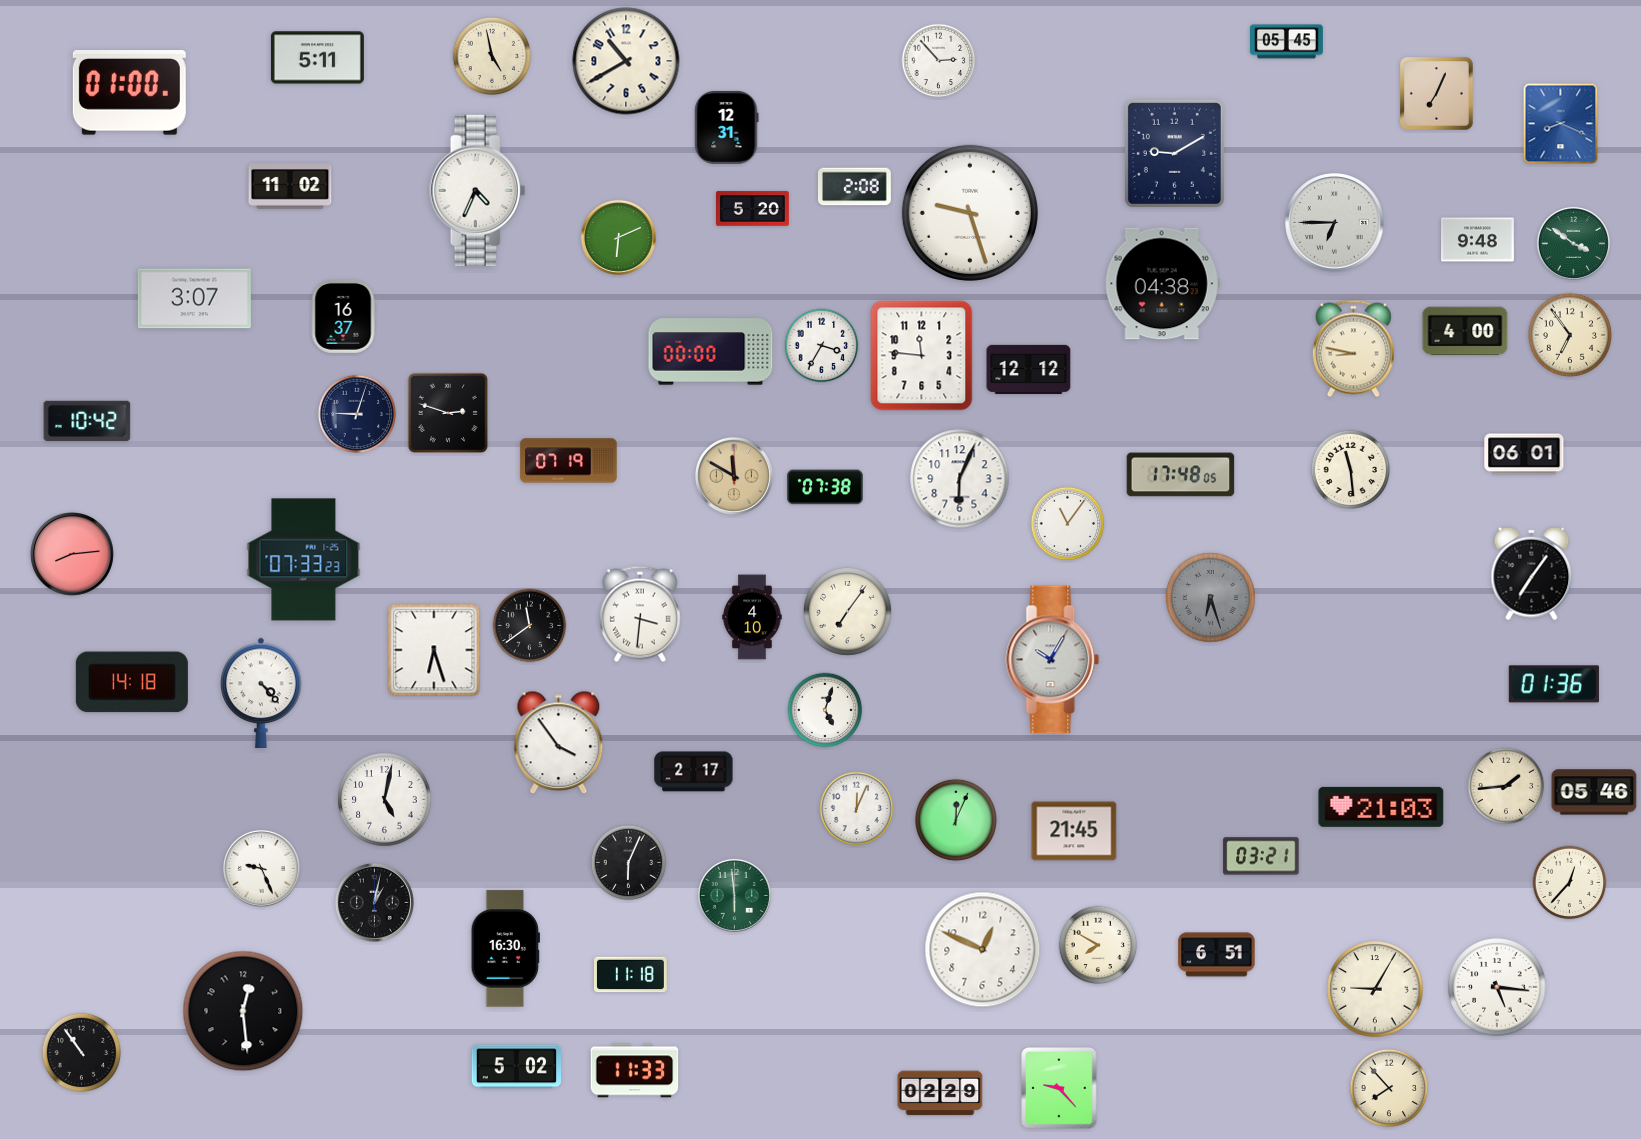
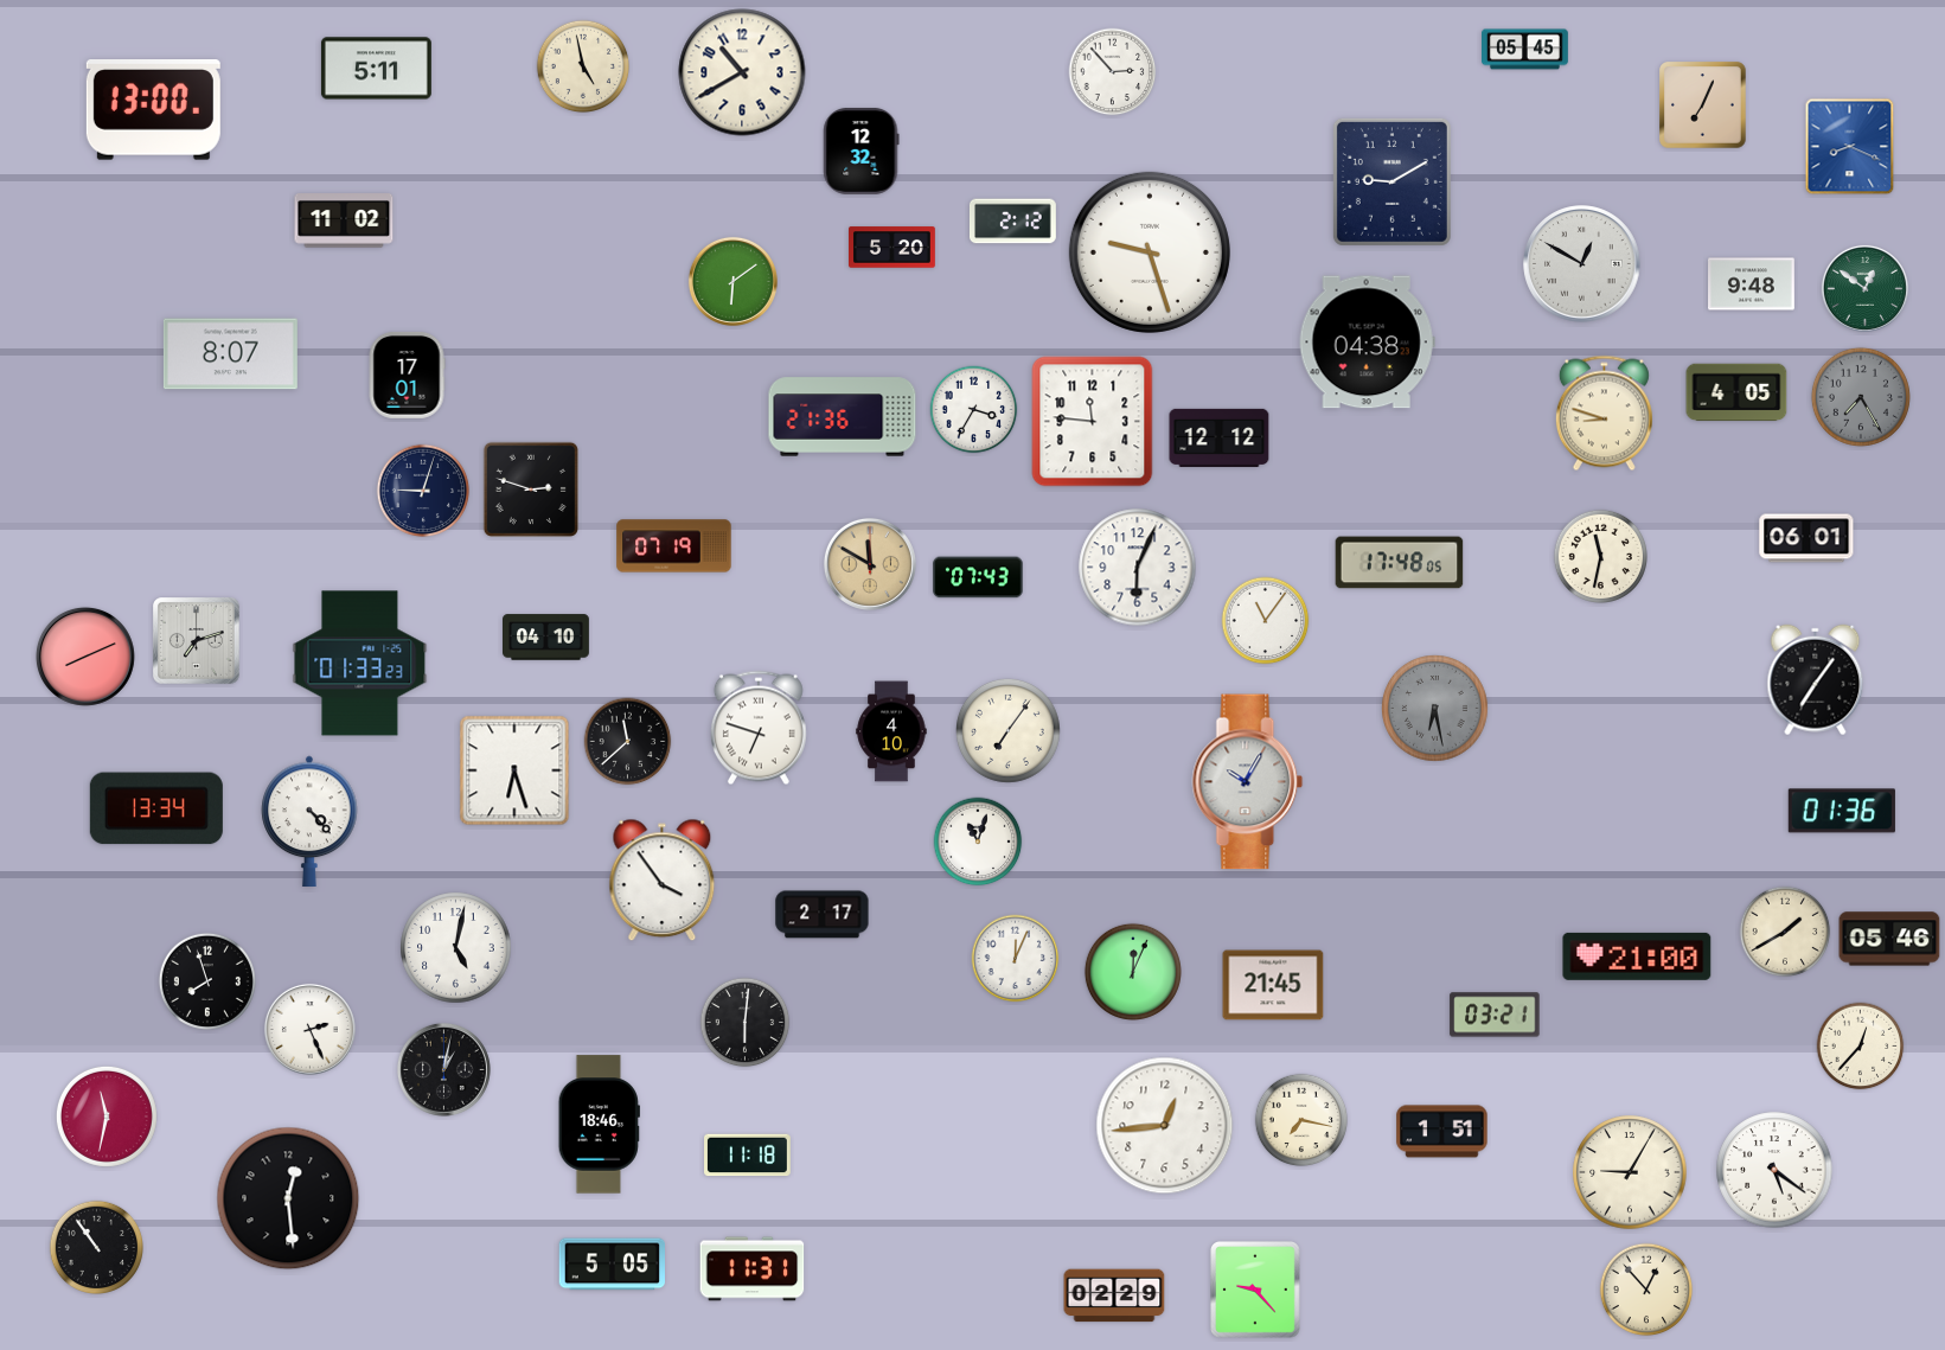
clock at (129, 93): 01:00 -> 13:00
clock at (1437, 94) position: (1437, 94) -> (1703, 105)
clock at (727, 127): 12:31 -> 12:32
clock at (854, 187): 2:08 -> 2:12
clock at (478, 190): 4:34 -> none
clock at (1335, 223): 6:45 -> 12:50
clock at (618, 237): 6:11 -> 6:09
clock at (1573, 243): 3:51 -> 12:51
clock at (1162, 284) position: (1162, 284) -> (1367, 343)
clock at (194, 299): 3:07 -> 8:07
clock at (343, 317): 16:37 -> 17:01
clock at (1465, 331): 4:00 -> 4:05
clock at (1570, 335): 6:54 -> 7:25
clock at (1570, 335) dial: cream -> grey
clock at (1353, 349): 8:47 -> 8:48
clock at (711, 352): 00:00 -> 21:36
clock at (87, 421): 10:42 -> none
clock at (1351, 470): 11:29 -> 11:32
clock at (825, 487): 07:38 -> 07:43
clock at (546, 638): none -> 04:10
clock at (197, 641): none -> 7:12
clock at (72, 554): 8:14 -> 8:11
clock at (304, 560): 07:33 -> 01:33
clock at (1211, 598): 6:27 -> 6:28
clock at (847, 611) position: (847, 611) -> (1007, 730)
clock at (640, 614): 3:31 -> 6:48
clock at (530, 626): 11:39 -> 11:38
clock at (132, 682): 14:18 -> 13:34
clock at (825, 710): 5:03 -> 11:03
clock at (1506, 786): 1:44 -> 1:40
clock at (1381, 807): 21:03 -> 21:00
clock at (207, 981): none -> 7:57
clock at (629, 863): 6:04 -> 6:01
clock at (261, 868): 9:26 -> 2:26
clock at (734, 895): 5:59 -> none
clock at (107, 1117): none -> 11:32
clock at (1098, 945): 7:50 -> 7:17
clock at (505, 949): 16:30 -> 18:46
clock at (983, 950): 12:49 -> 12:44
clock at (1217, 955): 6:51 -> 1:51
clock at (1497, 987): 5:16 -> 5:21
clock at (516, 1067): 5:02 -> 5:05
clock at (635, 1071): 11:33 -> 11:31
clock at (1389, 1088): 7:53 -> 12:53
